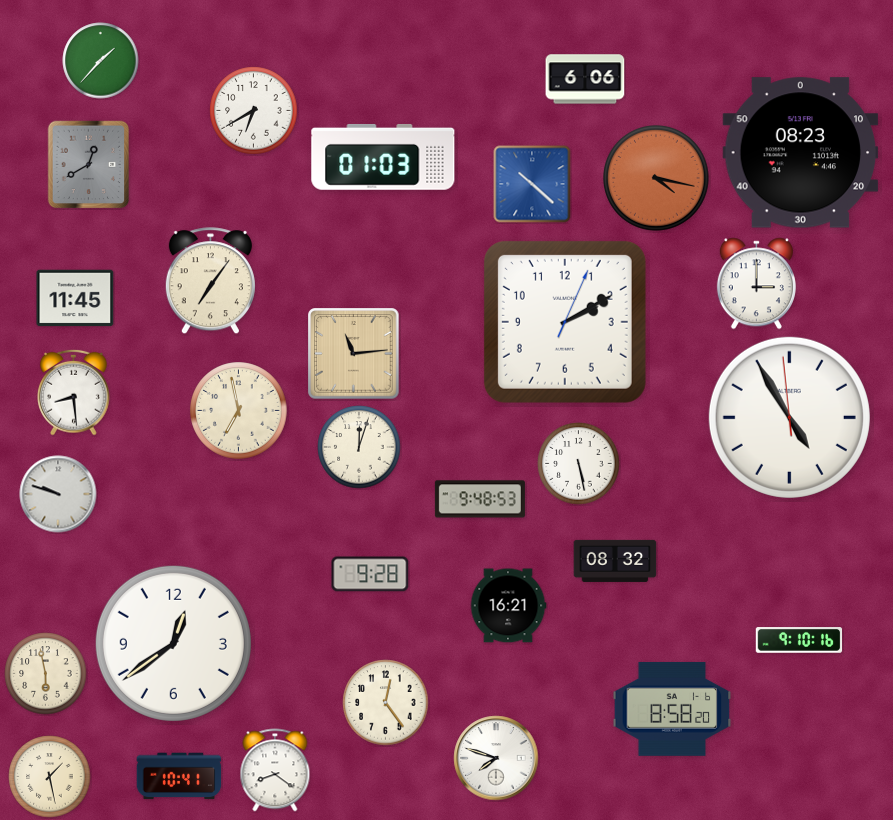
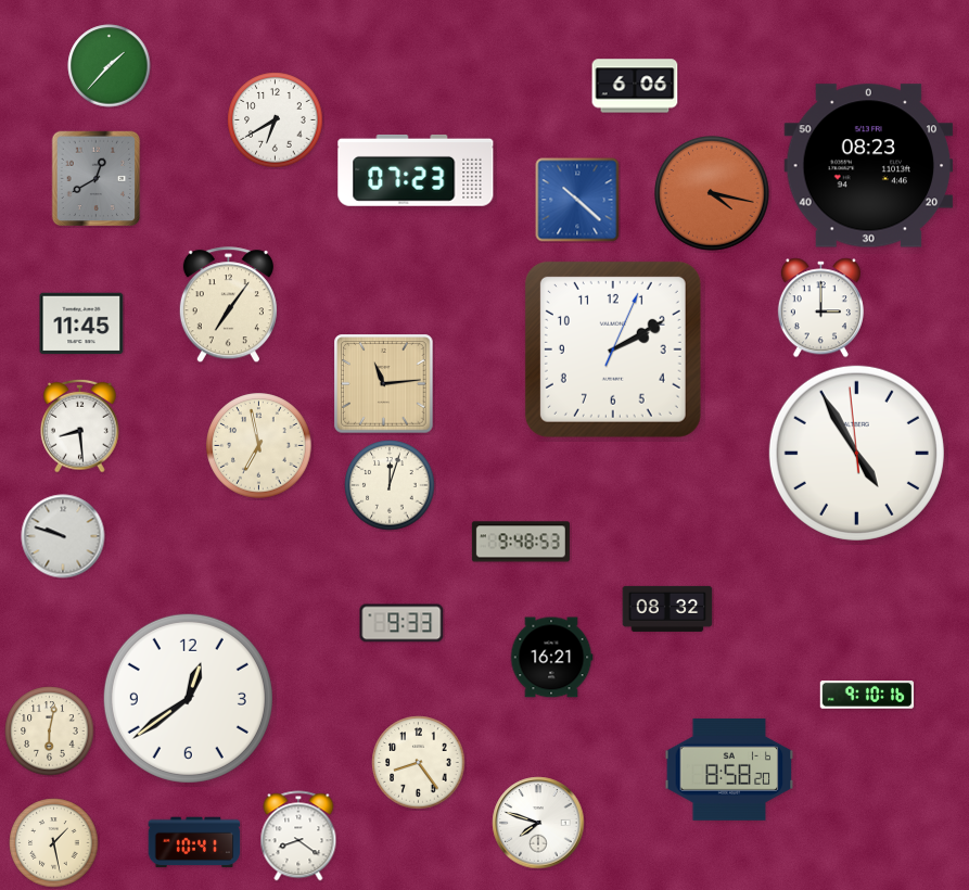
clock at (383, 157): 01:03 -> 07:23
clock at (579, 464): 5:28 -> none
clock at (370, 574): 9:28 -> 9:33
clock at (46, 674): 5:58 -> 6:02
clock at (386, 703): 12:24 -> 8:24
